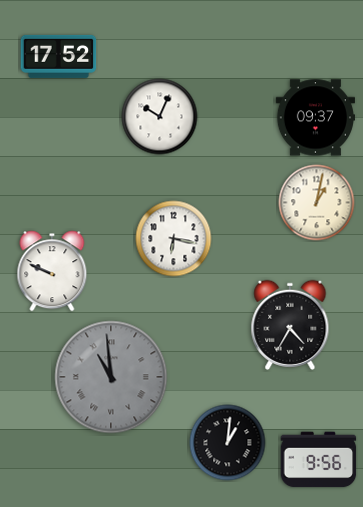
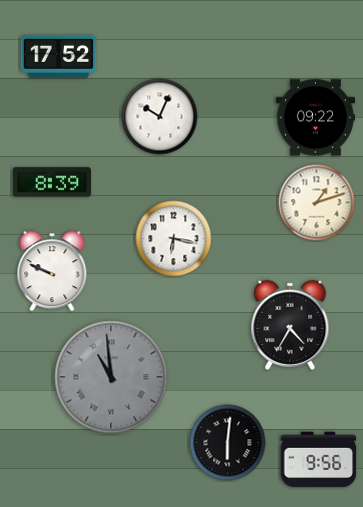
clock at (315, 118): 09:37 -> 09:22
clock at (51, 182): none -> 8:39
clock at (317, 203): 1:02 -> 1:12
clock at (228, 443): 1:01 -> 6:01
